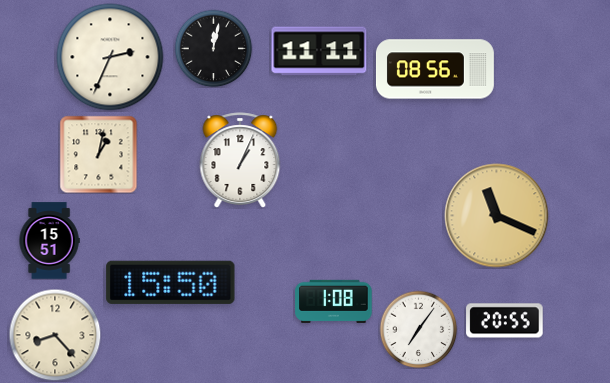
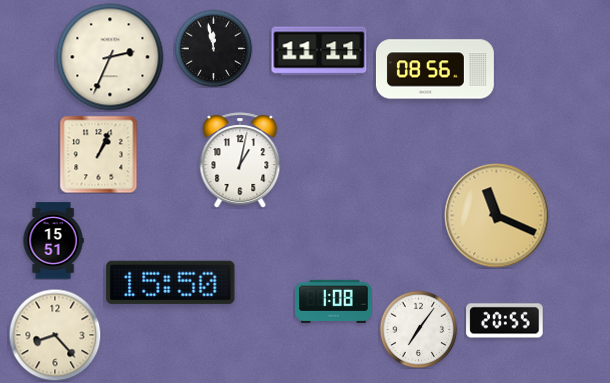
clock at (213, 48): 12:02 -> 11:58
clock at (98, 154): 1:02 -> 1:04
clock at (240, 160): 1:04 -> 1:02
clock at (49, 241) position: (49, 241) -> (53, 241)
